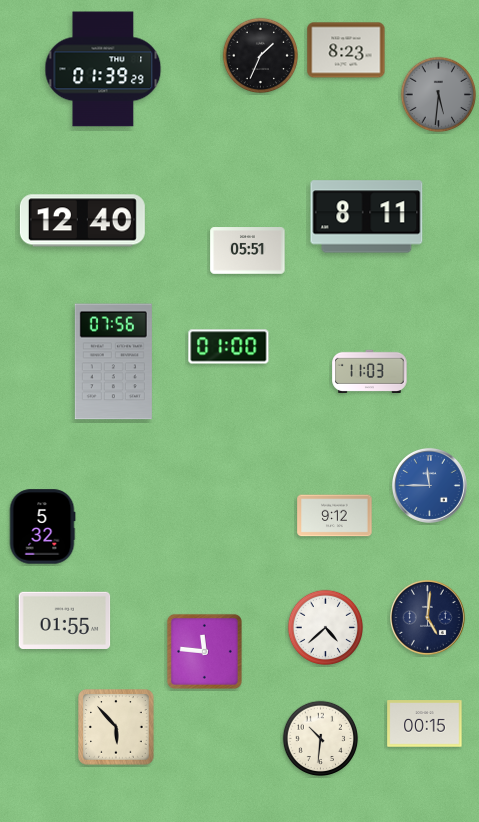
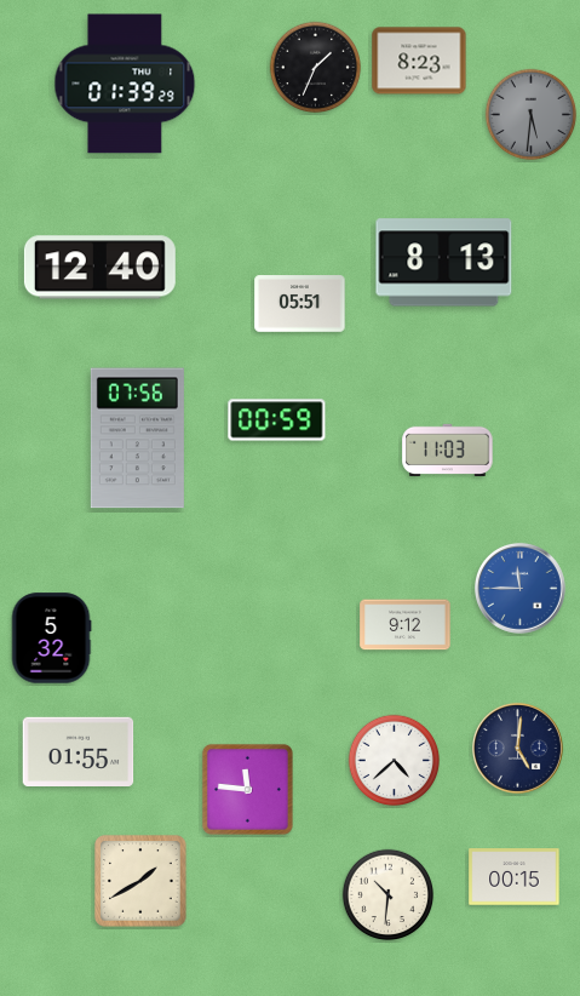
clock at (367, 217): 8:11 -> 8:13
clock at (229, 347): 01:00 -> 00:59
clock at (116, 727): 5:53 -> 1:40
